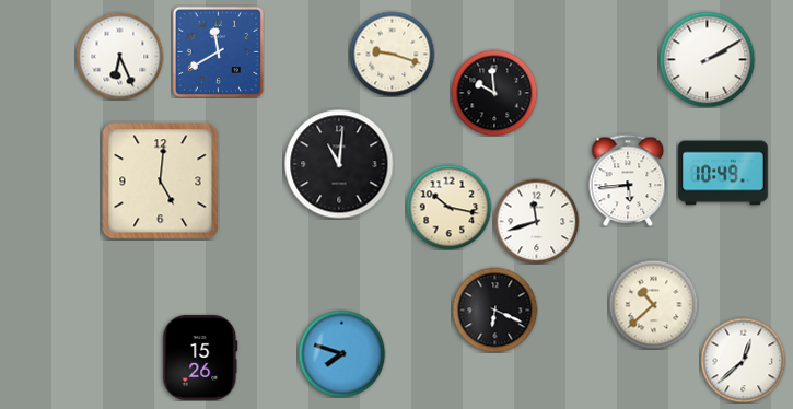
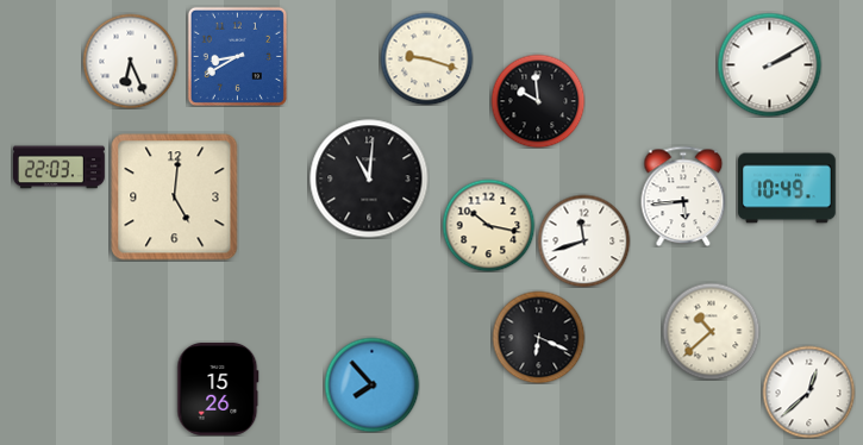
clock at (218, 51): 11:40 -> 8:40
clock at (58, 168): none -> 22:03
clock at (341, 353): 7:48 -> 7:53
